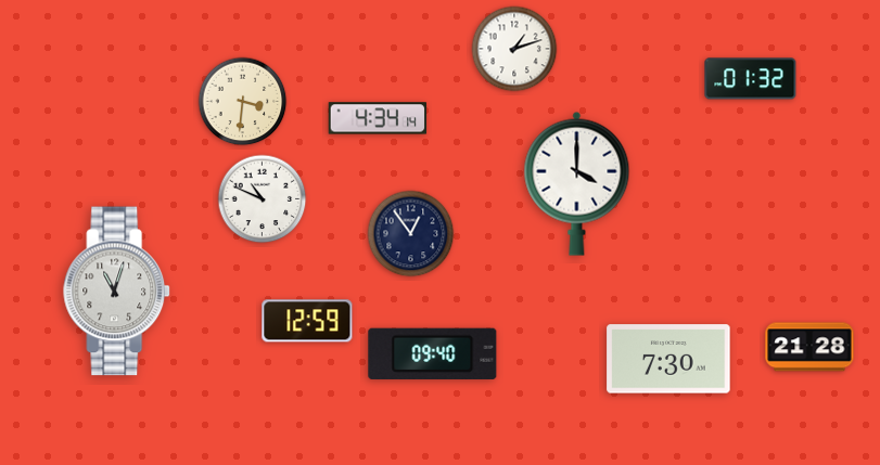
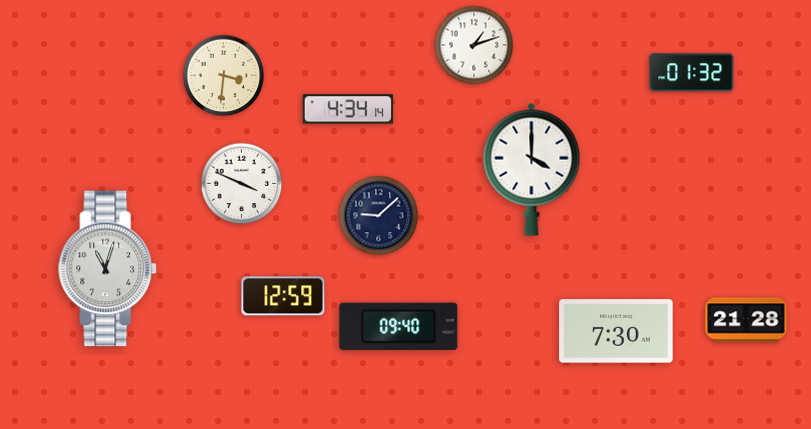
clock at (243, 102) position: (243, 102) -> (224, 76)
clock at (263, 199): 10:49 -> 3:49
clock at (411, 234): 12:54 -> 9:08
